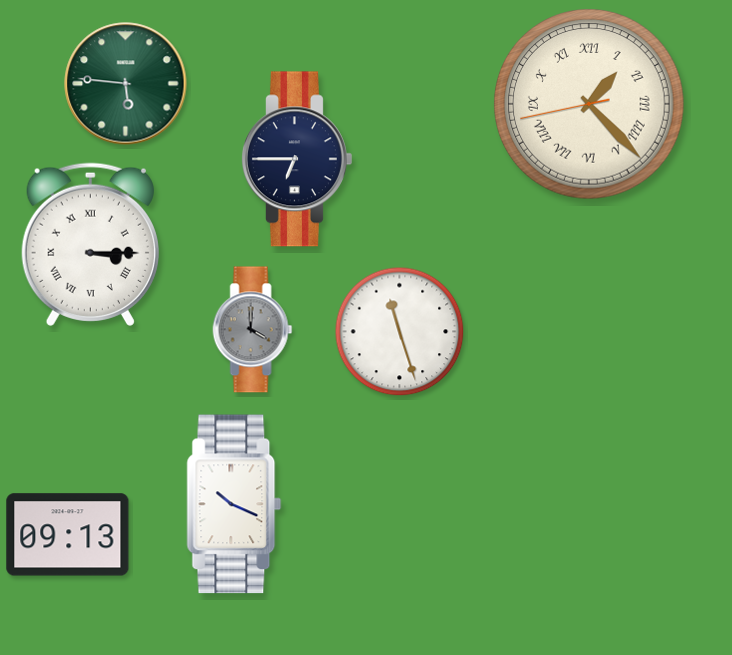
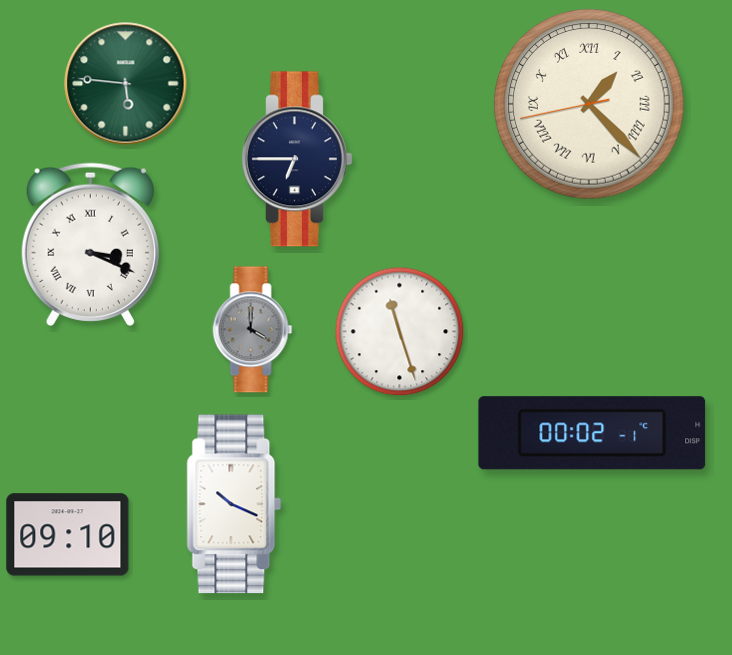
clock at (90, 244): 3:15 -> 3:19
clock at (592, 433): none -> 00:02
clock at (68, 535): 09:13 -> 09:10
